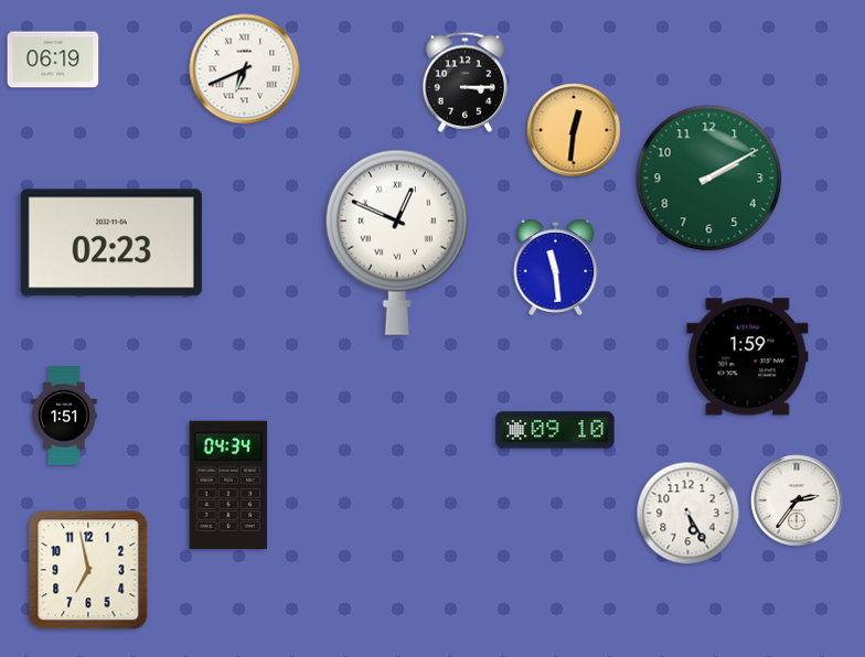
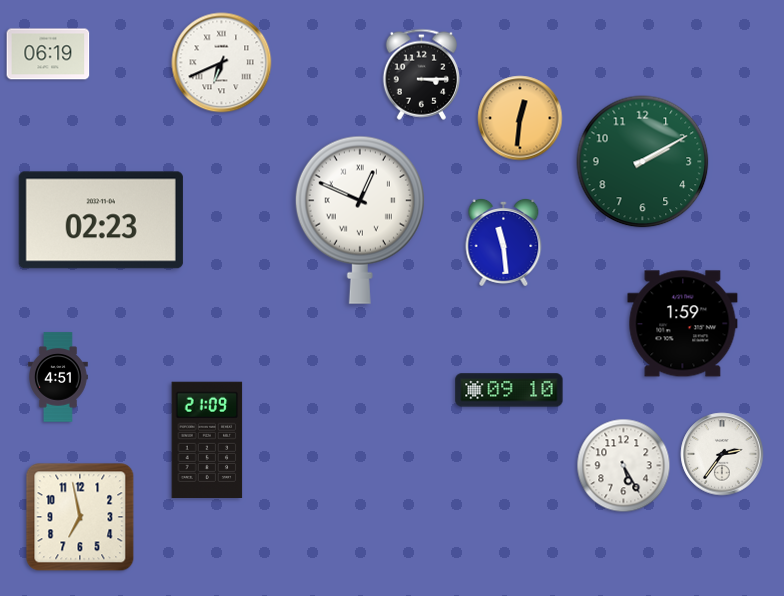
clock at (748, 357) position: (748, 357) -> (683, 324)
clock at (64, 416): 1:51 -> 4:51
clock at (555, 430) position: (555, 430) -> (509, 390)
clock at (228, 484): 04:34 -> 21:09
